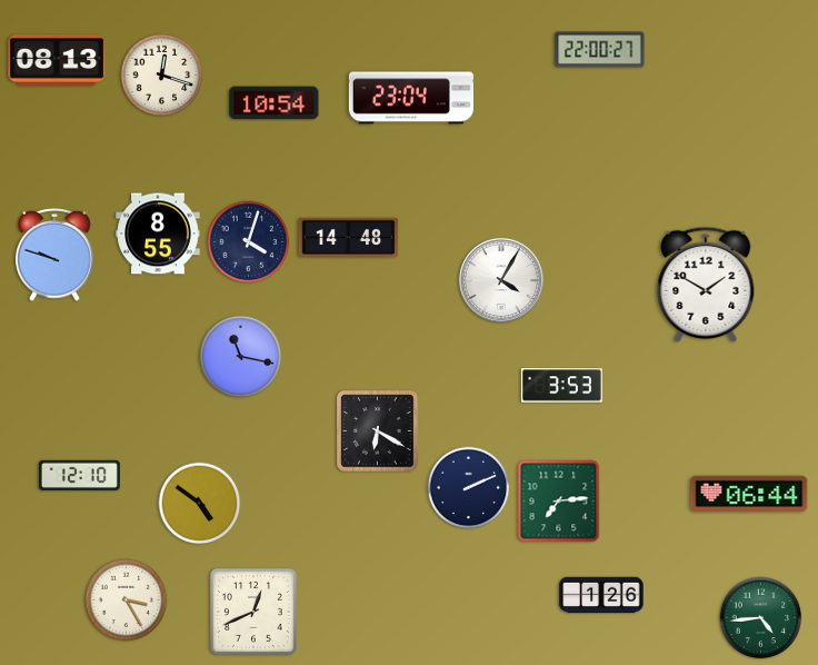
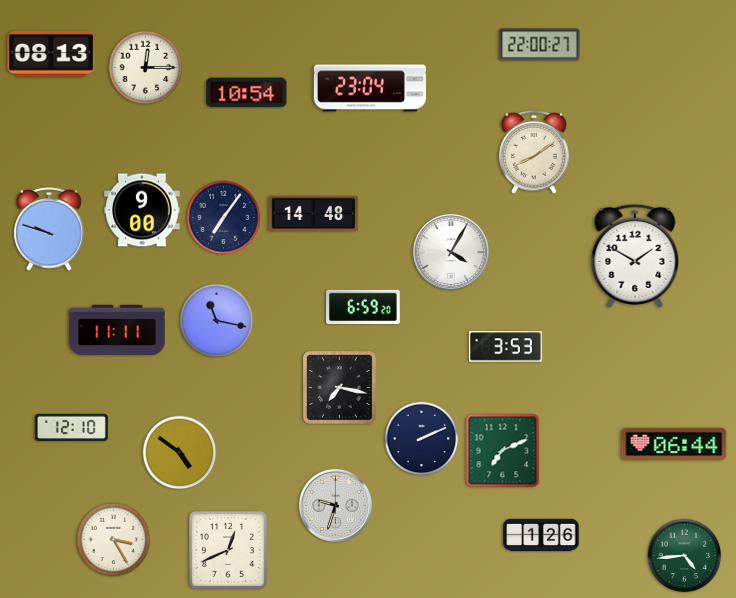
clock at (162, 76): 12:18 -> 12:15
clock at (534, 152): none -> 8:09
clock at (158, 234): 8:55 -> 9:00
clock at (249, 242): 4:03 -> 7:06
clock at (364, 307): none -> 6:59
clock at (117, 330): none -> 11:11
clock at (378, 431): 6:20 -> 7:17
clock at (559, 502): 7:14 -> 7:11
clock at (335, 505): none -> 9:33
